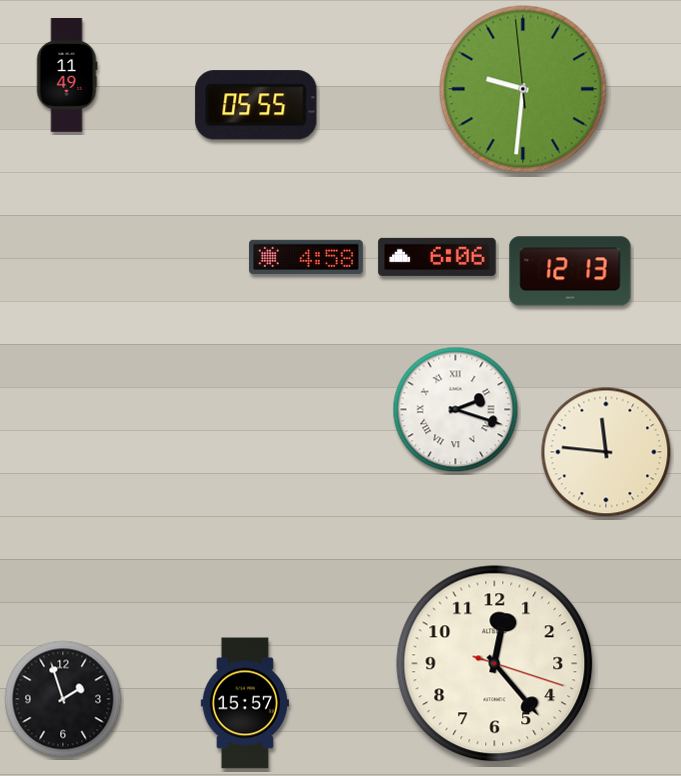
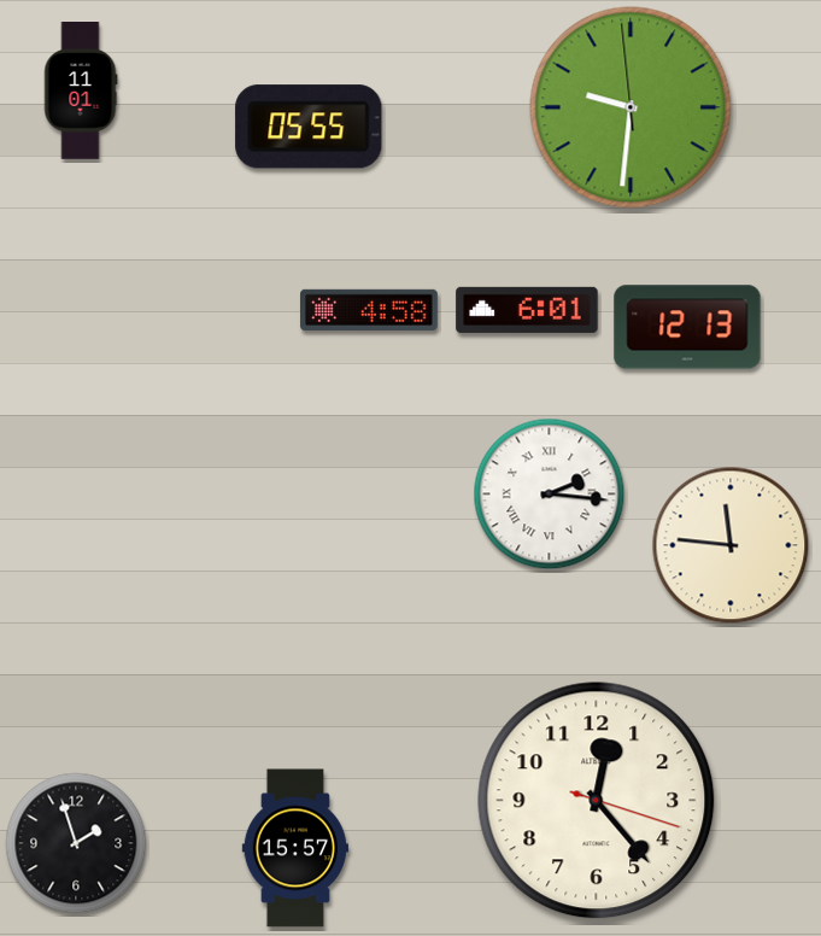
clock at (67, 75): 11:49 -> 11:01
clock at (437, 257): 6:06 -> 6:01
clock at (456, 410): 2:18 -> 2:16
